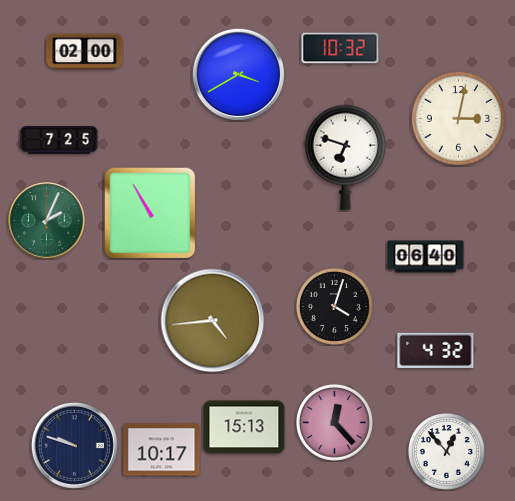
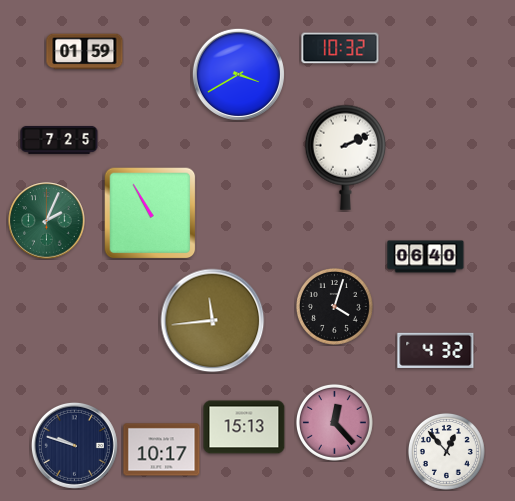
clock at (85, 52): 02:00 -> 01:59
clock at (458, 118): 3:02 -> none
clock at (345, 157): 6:48 -> 2:11
clock at (213, 321): 4:44 -> 11:44
